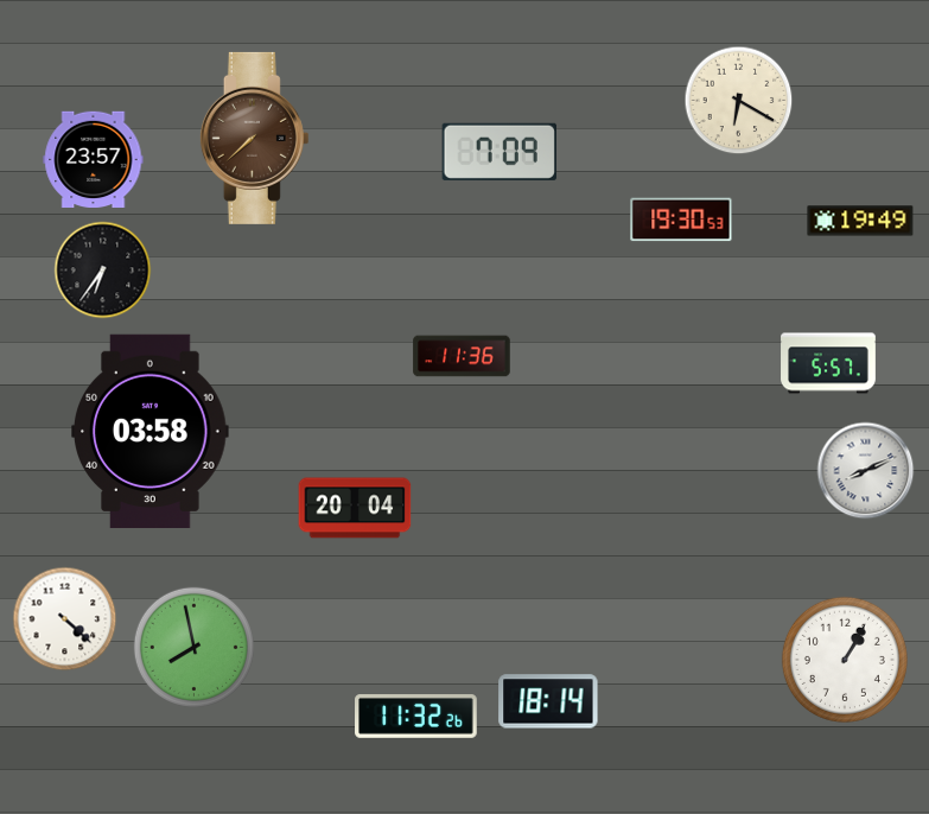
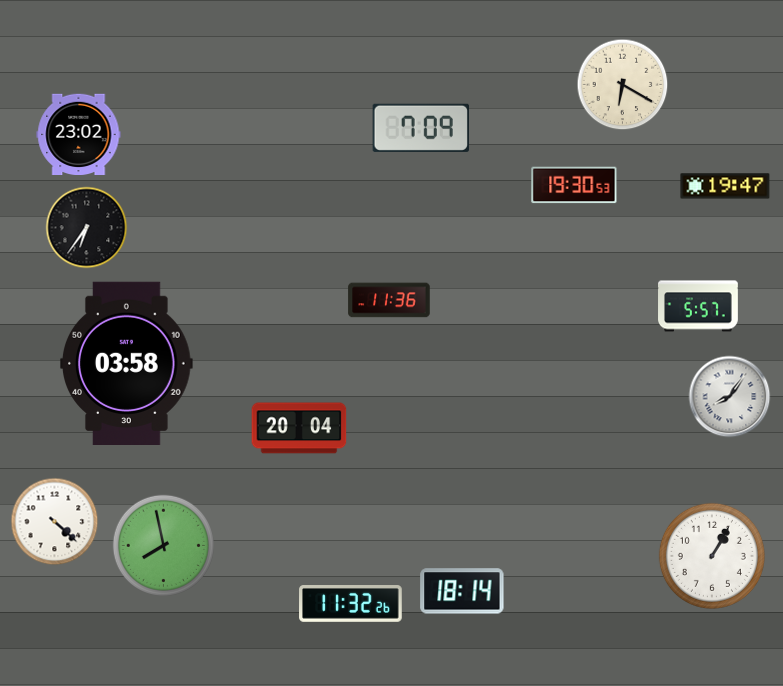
clock at (254, 138): 7:38 -> none
clock at (94, 159): 23:57 -> 23:02
clock at (860, 221): 19:49 -> 19:47
clock at (866, 471): 8:11 -> 8:06
